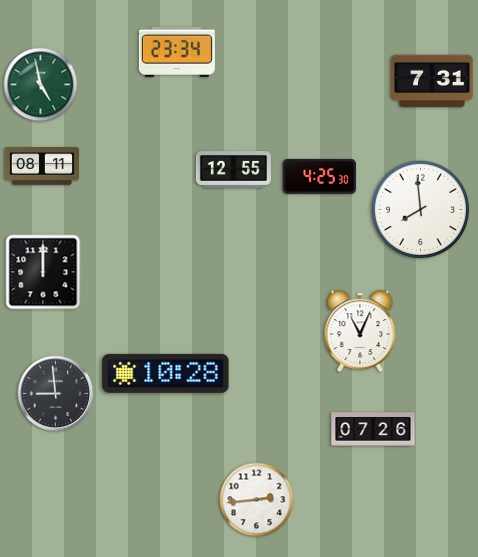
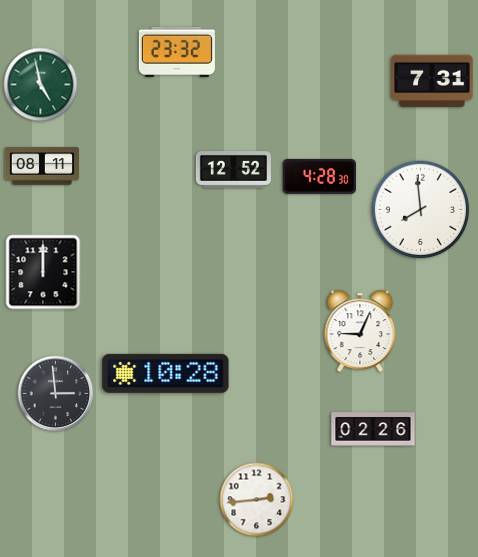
clock at (177, 52): 23:34 -> 23:32
clock at (233, 170): 12:55 -> 12:52
clock at (320, 176): 4:25 -> 4:28
clock at (360, 331): 11:04 -> 9:04
clock at (56, 394): 8:59 -> 2:59
clock at (373, 429): 07:26 -> 02:26
